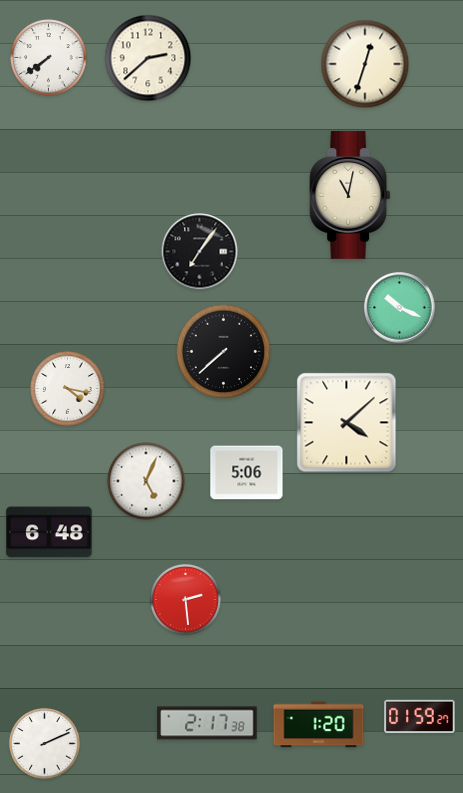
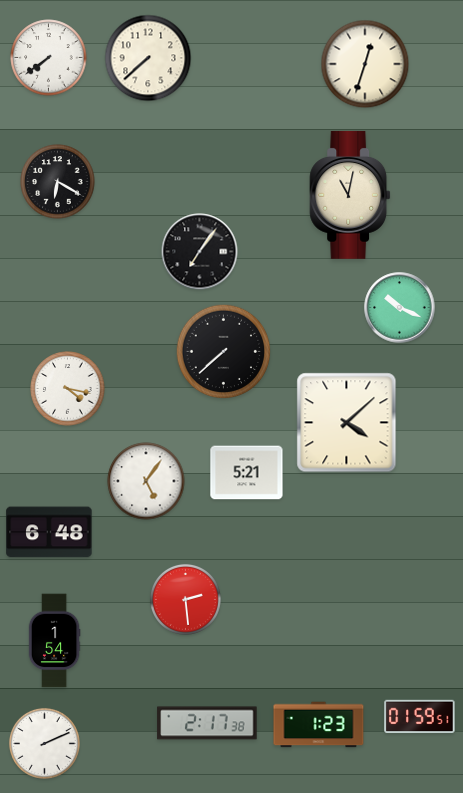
clock at (148, 58): 2:38 -> 7:38
clock at (58, 182): none -> 6:20
clock at (247, 473): 5:06 -> 5:21
clock at (146, 481): 5:04 -> 5:06
clock at (54, 641): none -> 1:54
clock at (420, 717): 01:59:27 -> 01:59:51
clock at (319, 725): 1:20 -> 1:23
